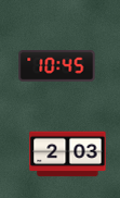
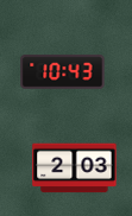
clock at (57, 66): 10:45 -> 10:43
